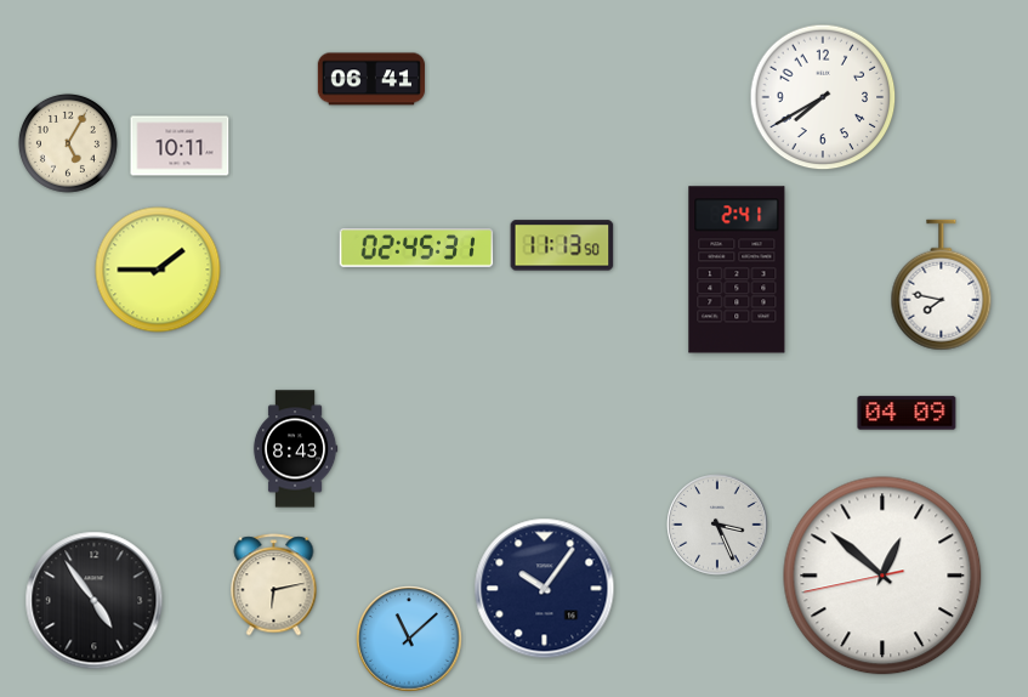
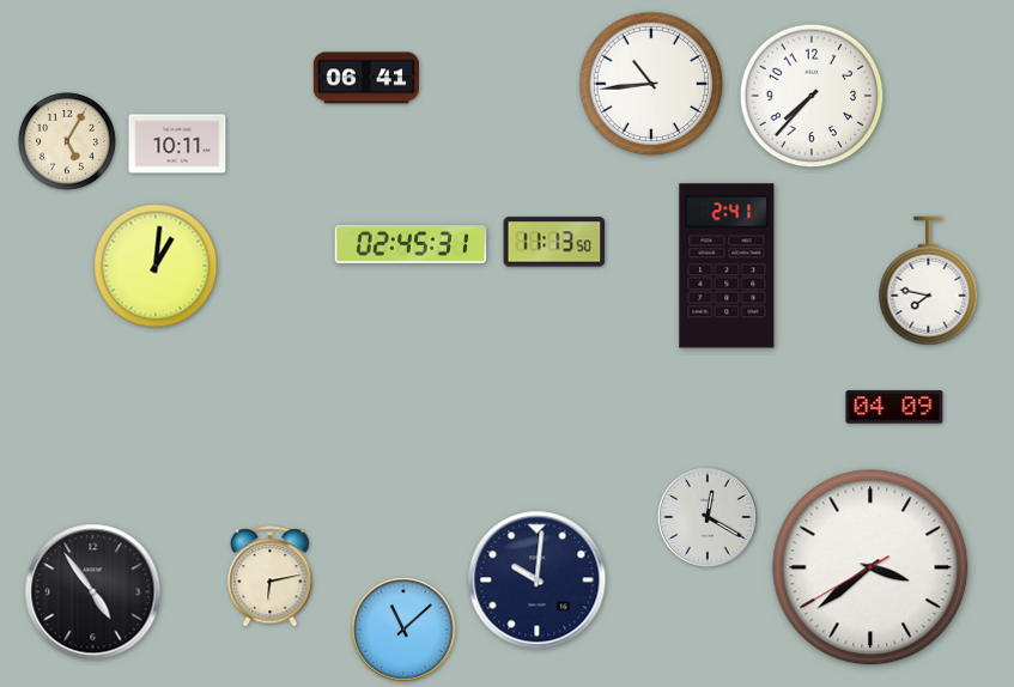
clock at (651, 84): none -> 10:44
clock at (823, 97): 7:40 -> 7:37
clock at (158, 270): 1:45 -> 1:01
clock at (295, 449): 8:43 -> none
clock at (717, 525): 3:26 -> 12:20
clock at (882, 576): 12:51 -> 3:38
clock at (545, 589): 10:06 -> 10:01
